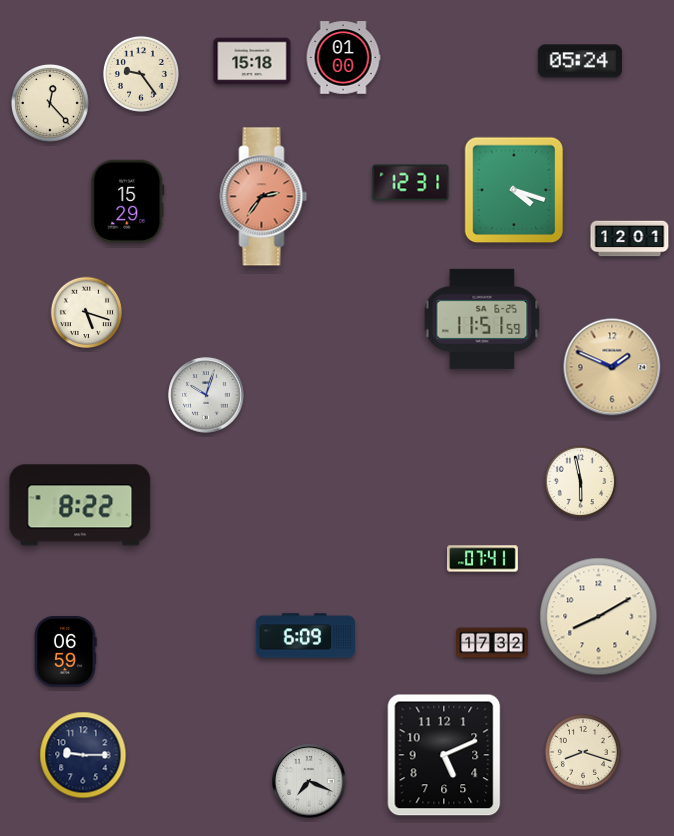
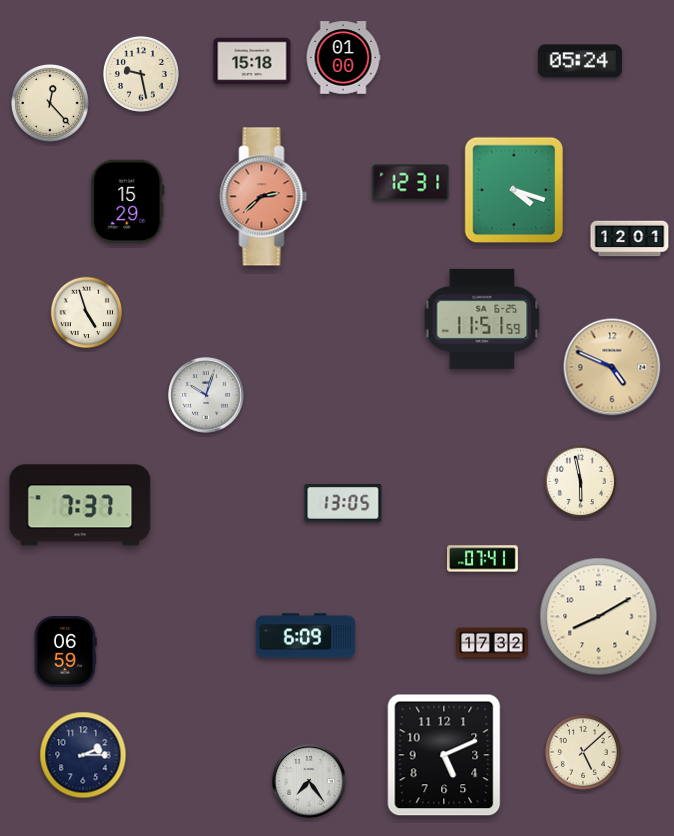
clock at (141, 74): 9:24 -> 9:28
clock at (264, 197): 2:36 -> 2:38
clock at (87, 313): 5:18 -> 4:57
clock at (612, 367): 1:49 -> 4:49
clock at (343, 503): none -> 13:05
clock at (80, 505): 8:22 -> 7:37
clock at (583, 752): 8:18 -> 5:08
clock at (83, 755): 9:15 -> 2:15
clock at (309, 781): 7:19 -> 7:24
